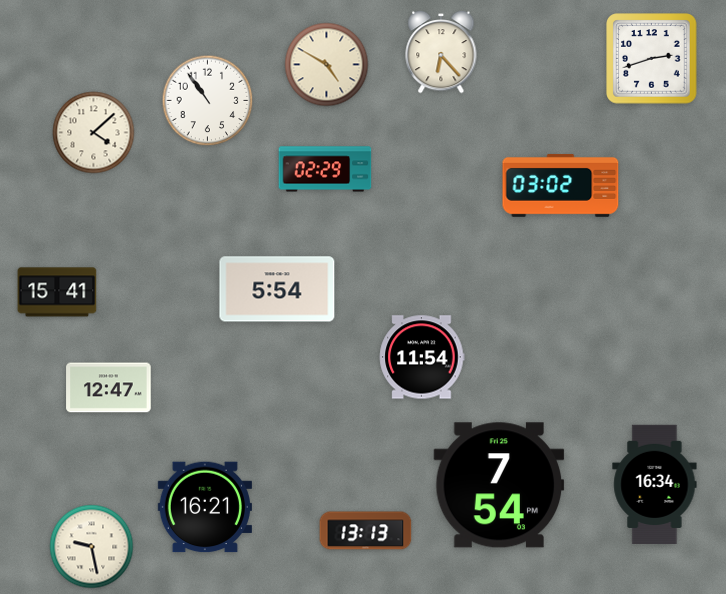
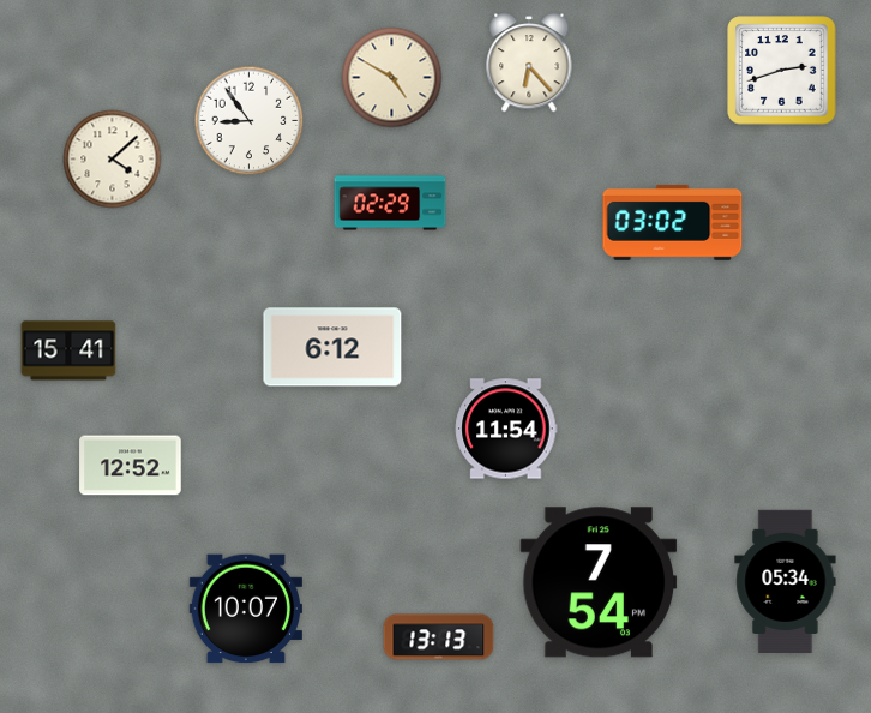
clock at (208, 101): 10:54 -> 8:54
clock at (277, 289): 5:54 -> 6:12
clock at (109, 388): 12:47 -> 12:52
clock at (655, 484): 16:34 -> 05:34
clock at (205, 507): 16:21 -> 10:07
clock at (92, 547): 9:28 -> none
